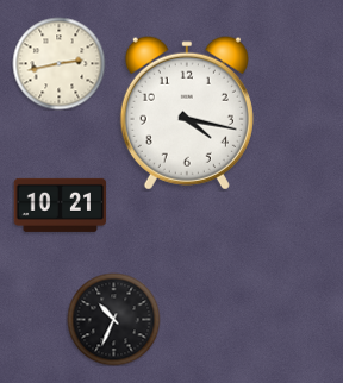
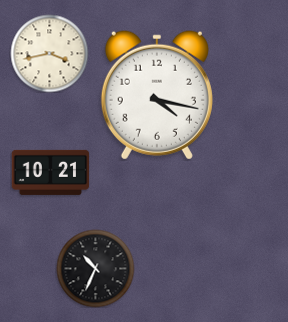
clock at (58, 63): 2:43 -> 3:43
